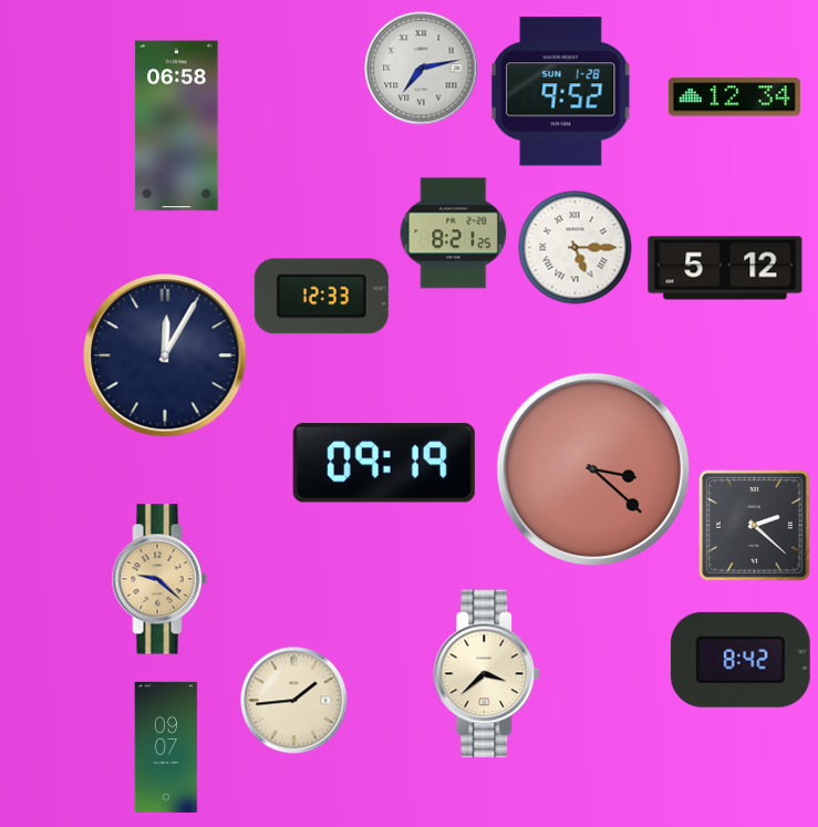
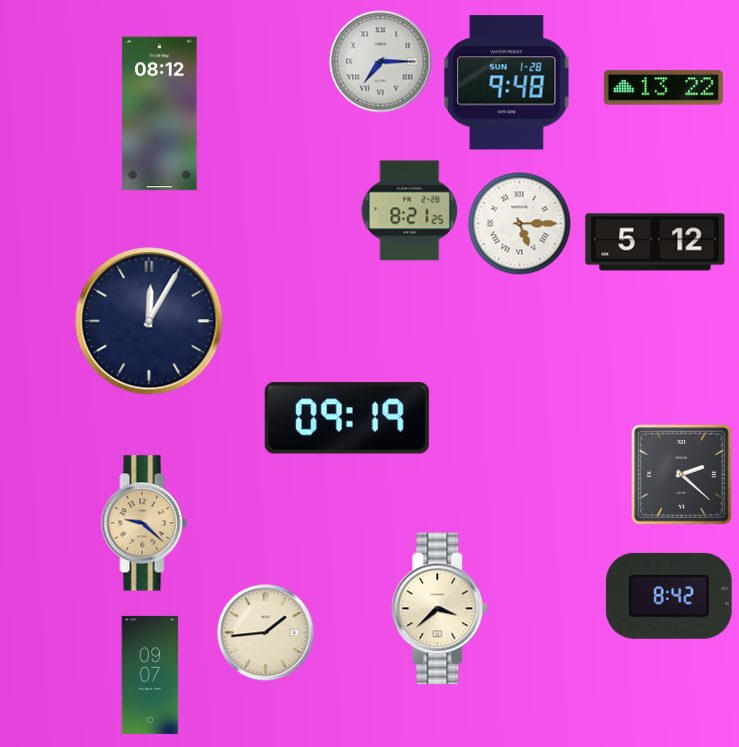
clock at (422, 69): 7:13 -> 7:15
clock at (561, 92): 9:52 -> 9:48
clock at (734, 97): 12:34 -> 13:22
clock at (177, 126): 06:58 -> 08:12
clock at (321, 297): 12:33 -> none
clock at (593, 469): 3:22 -> none
